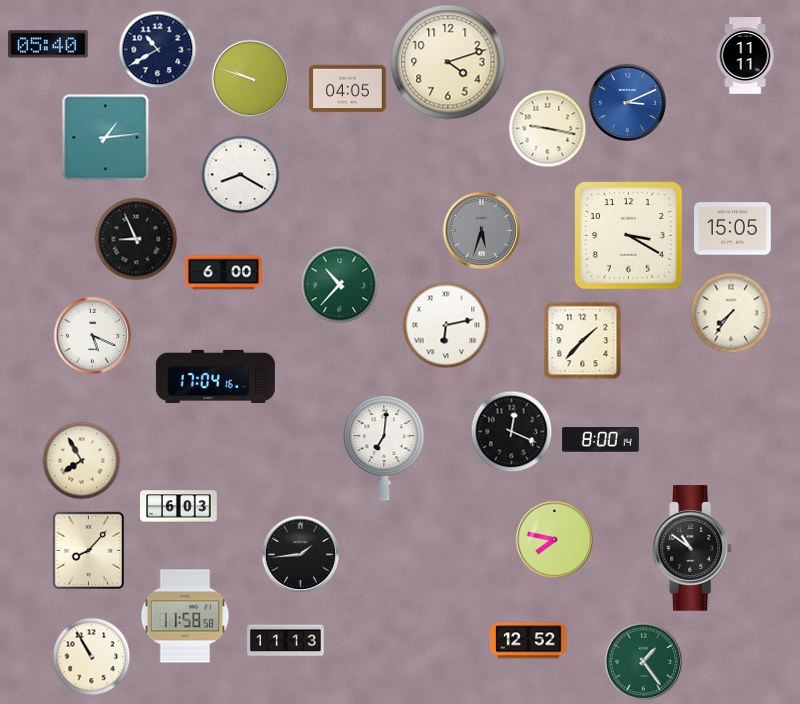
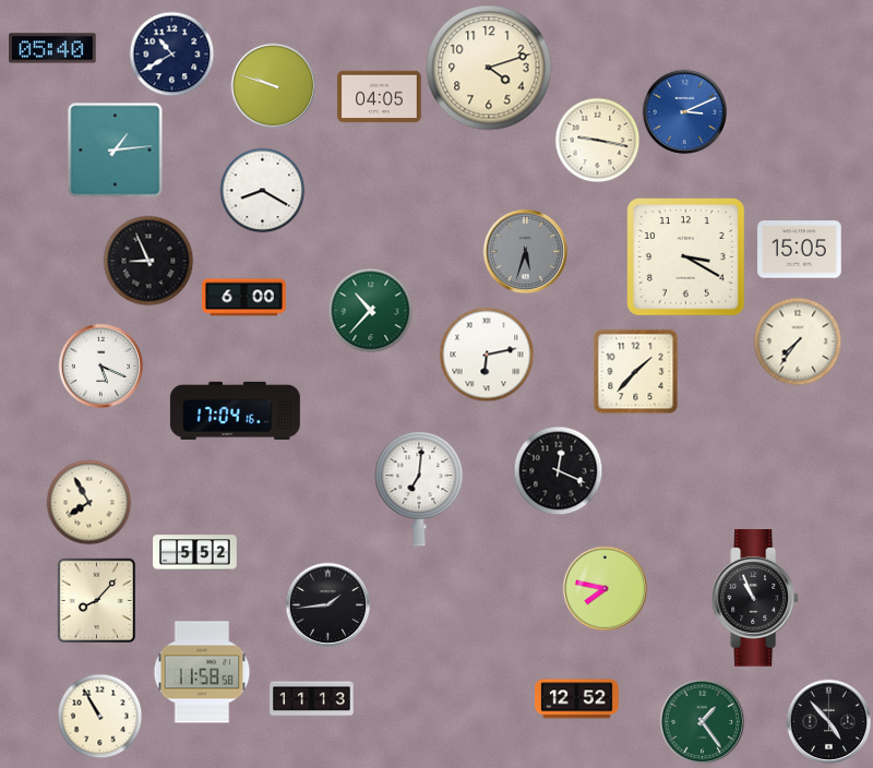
clock at (745, 56): 11:11 -> none
clock at (601, 440): 8:00 -> none
clock at (179, 507): 6:03 -> 5:52
clock at (693, 548): 10:51 -> 10:56
clock at (828, 721): none -> 4:53
